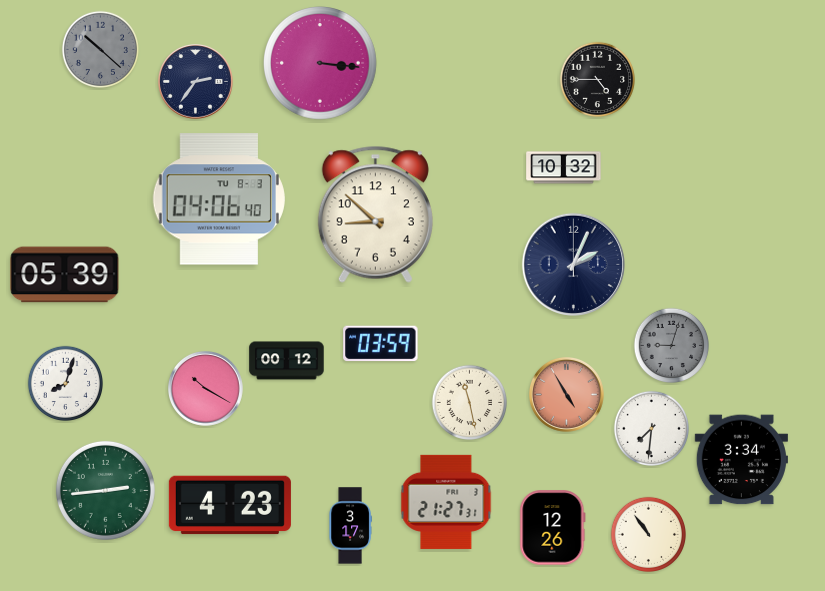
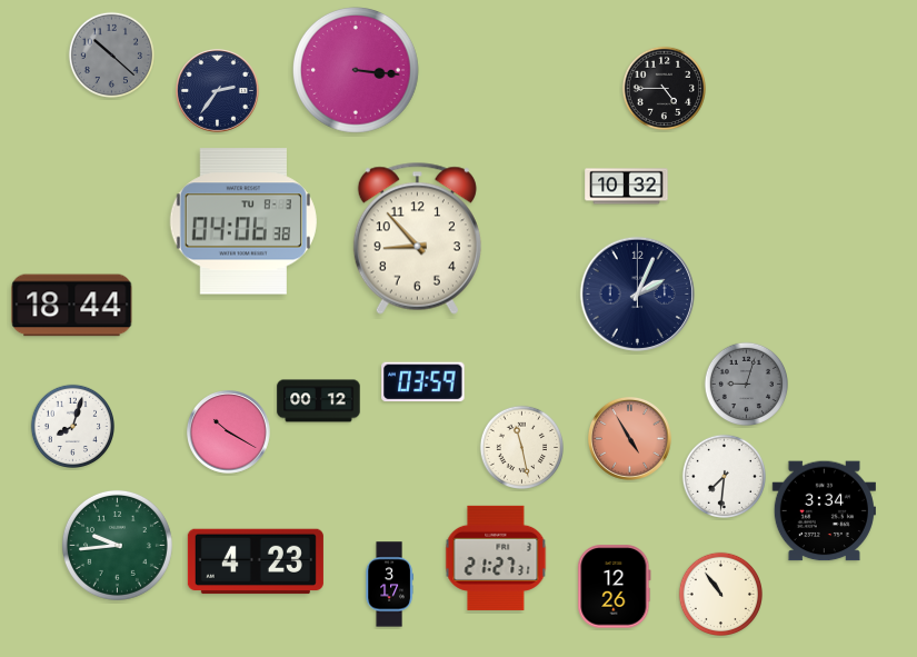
clock at (219, 199): 04:06:40 -> 04:06:38
clock at (375, 214): 8:52 -> 8:53
clock at (65, 275): 05:39 -> 18:44
clock at (105, 490): 2:44 -> 9:44
